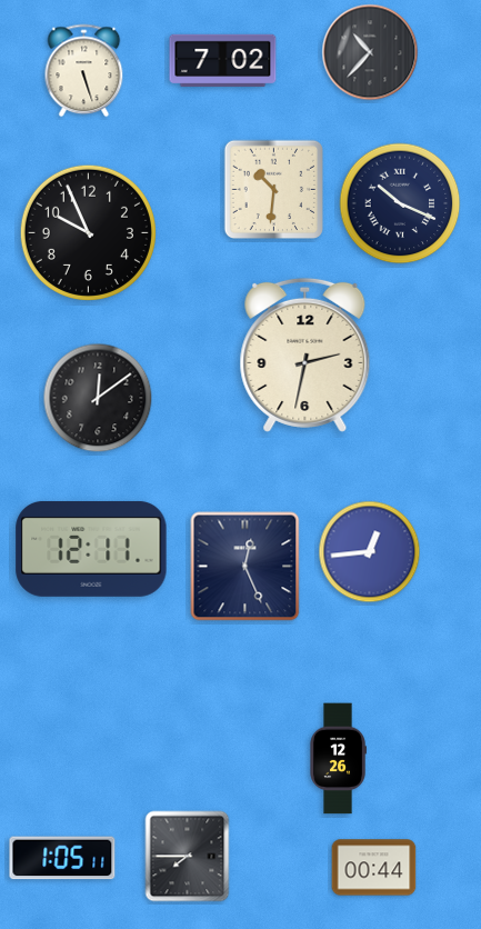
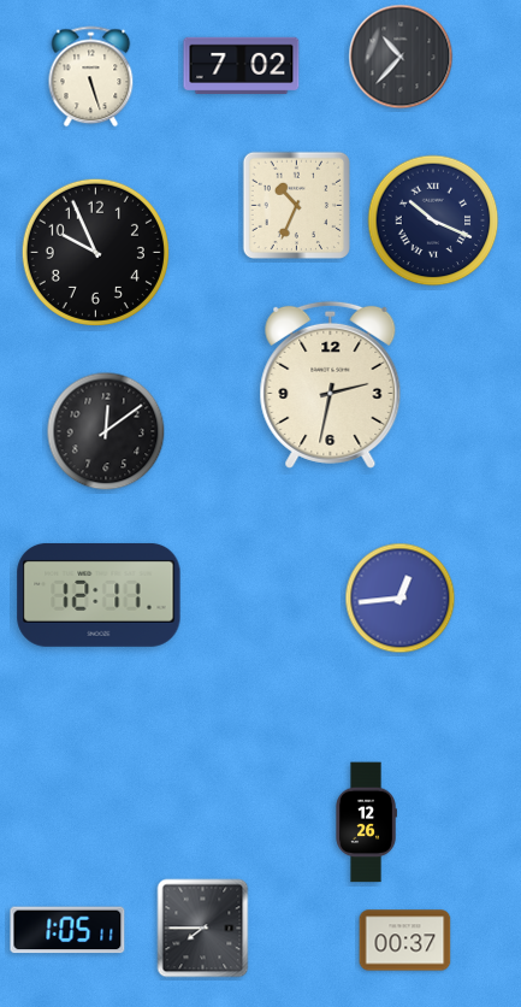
clock at (273, 189): 10:31 -> 10:34
clock at (245, 567): 12:26 -> none
clock at (374, 868): 00:44 -> 00:37
